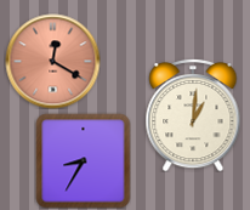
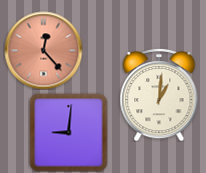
clock at (52, 61): 12:20 -> 12:23
clock at (83, 160): 8:35 -> 9:01
